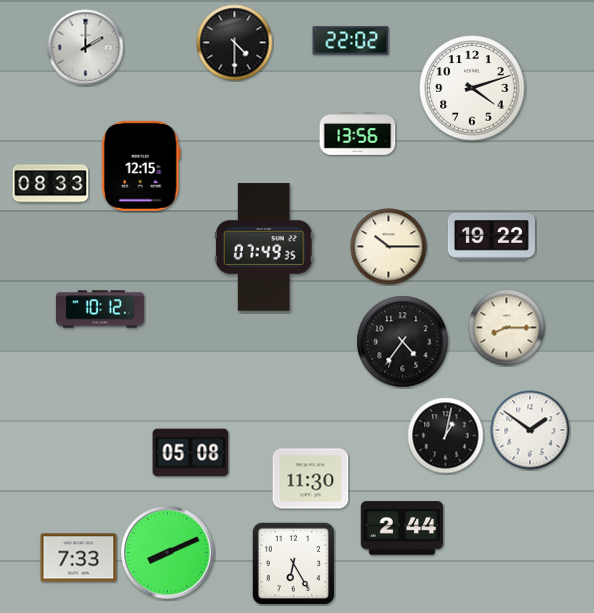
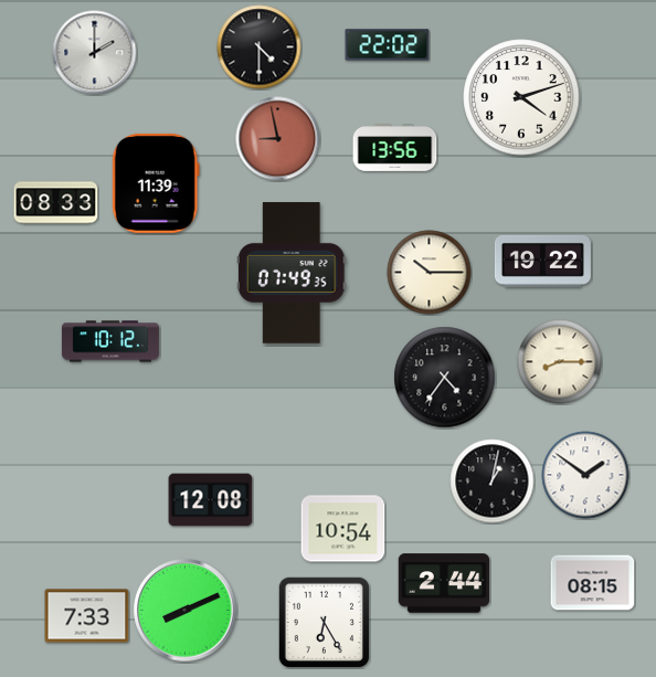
clock at (278, 139): none -> 8:58
clock at (141, 166): 12:15 -> 11:39
clock at (191, 453): 05:08 -> 12:08
clock at (311, 479): 11:30 -> 10:54
clock at (593, 583): none -> 08:15
